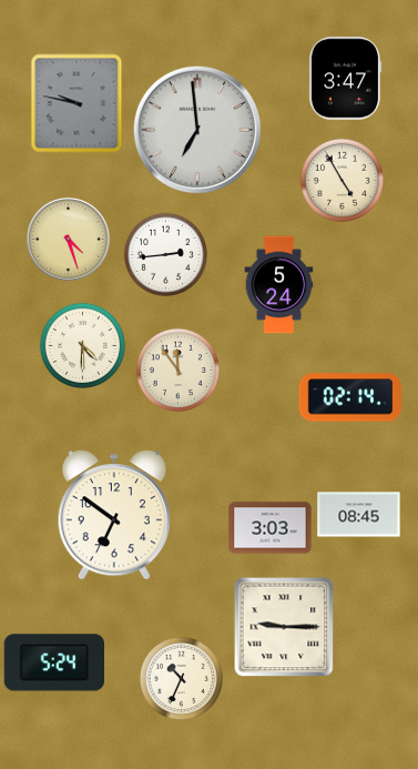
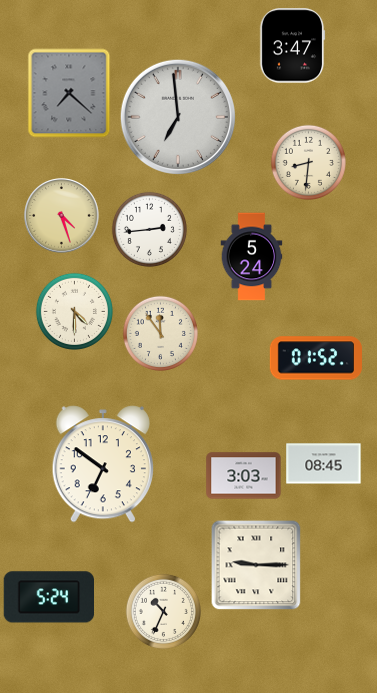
clock at (345, 79) position: (345, 79) -> (292, 46)
clock at (77, 103): 9:47 -> 7:22
clock at (341, 180): 4:55 -> 8:31
clock at (350, 397): 02:14 -> 01:52
